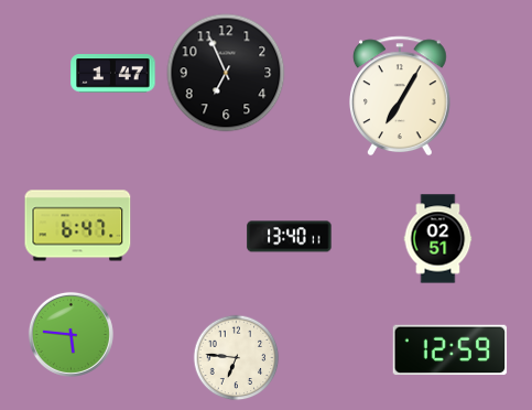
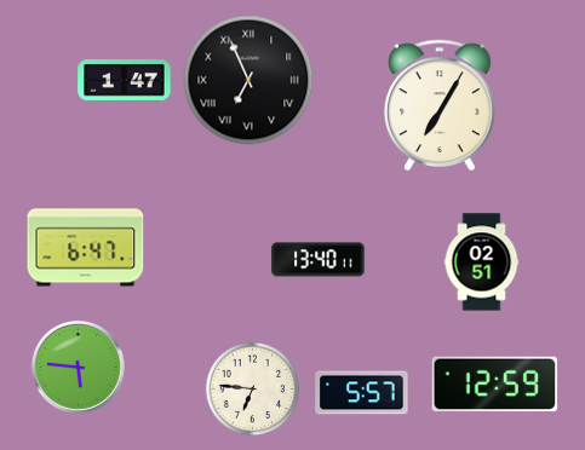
clock at (226, 73) numerals: Arabic -> Roman
clock at (236, 357) position: (236, 357) -> (252, 388)
clock at (362, 393): none -> 5:57
